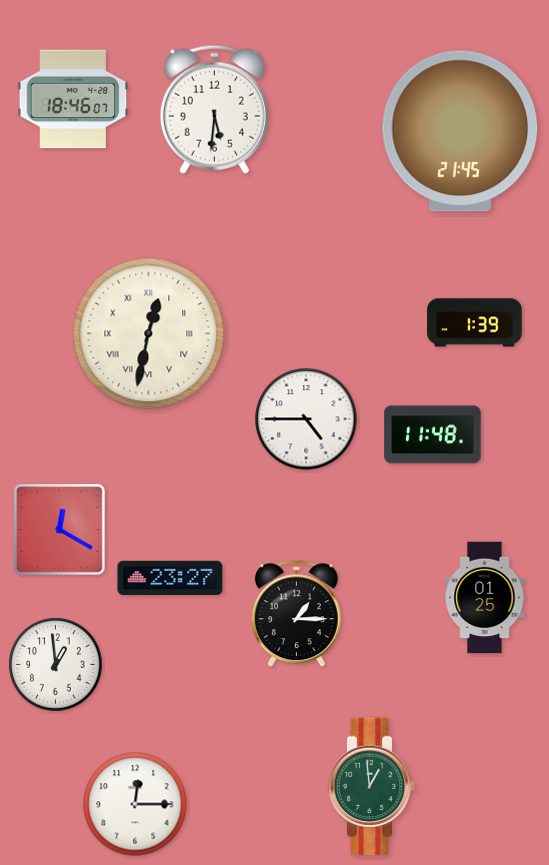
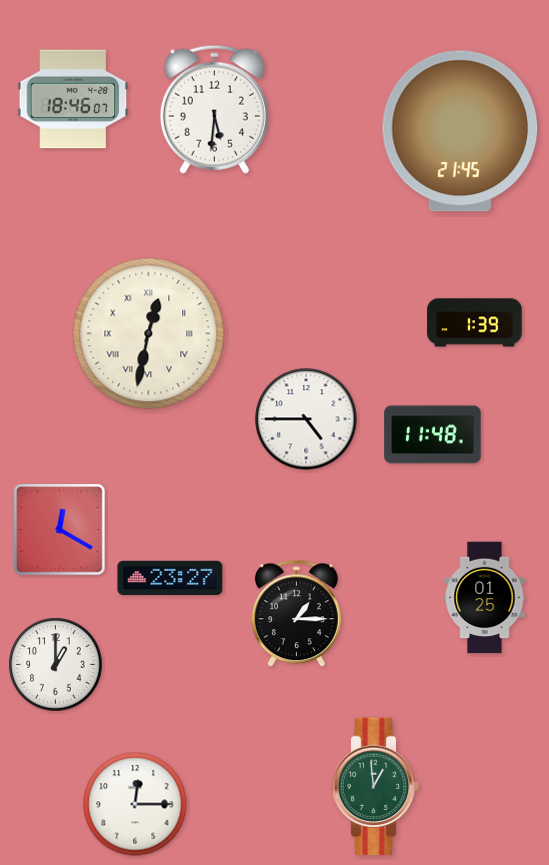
clock at (56, 665): 12:59 -> 1:00
clock at (372, 787) position: (372, 787) -> (376, 787)
